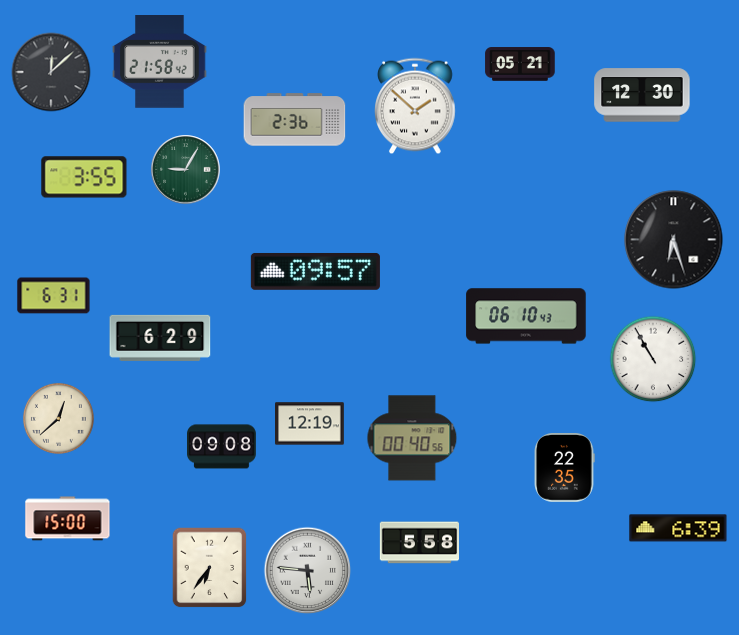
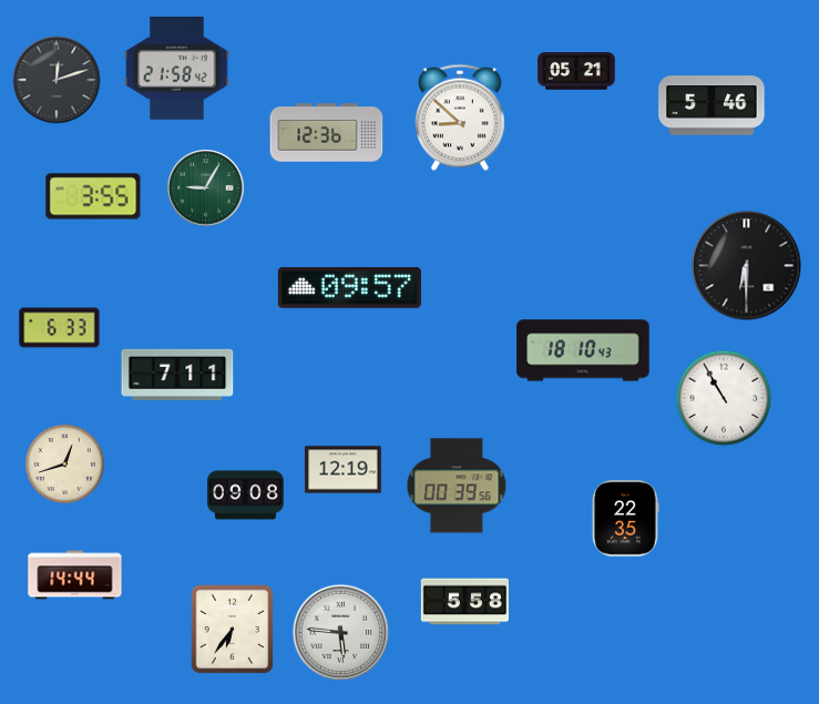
clock at (51, 72): 12:08 -> 12:12
clock at (642, 95): 12:30 -> 5:46
clock at (416, 106): 1:52 -> 8:52
clock at (295, 120): 2:36 -> 12:36
clock at (674, 240): 6:27 -> 6:30
clock at (315, 271) position: (315, 271) -> (349, 287)
clock at (54, 296): 6:31 -> 6:33
clock at (526, 316): 06:10 -> 18:10
clock at (160, 338): 6:29 -> 7:11
clock at (58, 418): 12:38 -> 12:42
clock at (412, 438): 00:40 -> 00:39
clock at (68, 519): 15:00 -> 14:44
clock at (678, 528): 6:39 -> none
